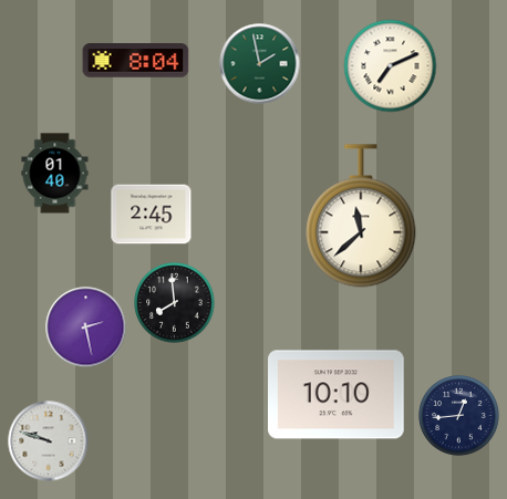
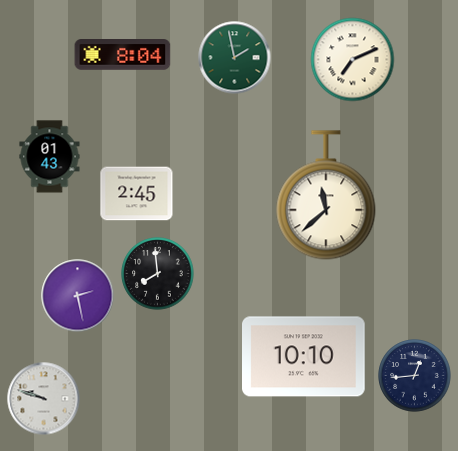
clock at (55, 174): 01:40 -> 01:43
